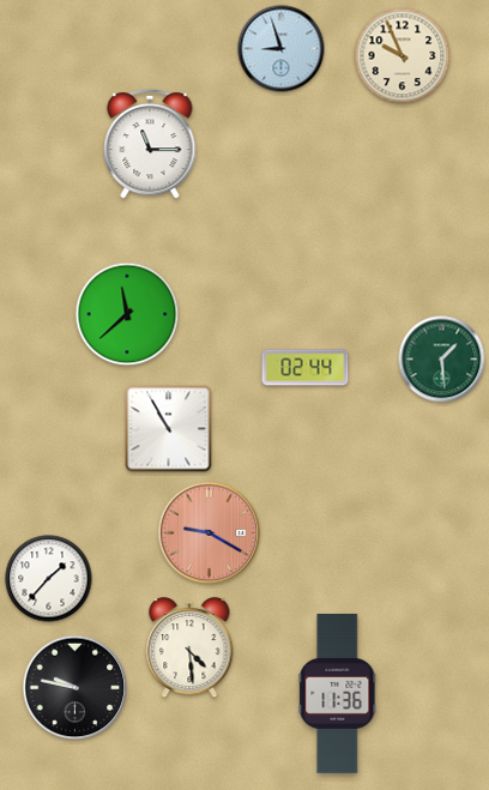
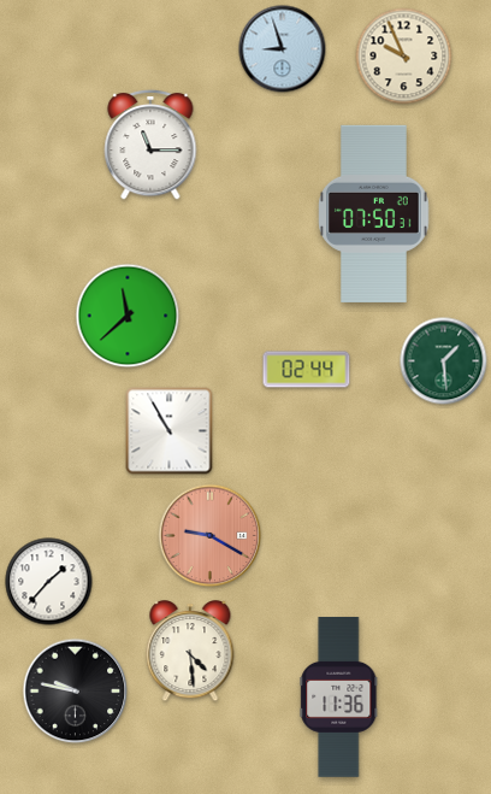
clock at (374, 213): none -> 07:50
